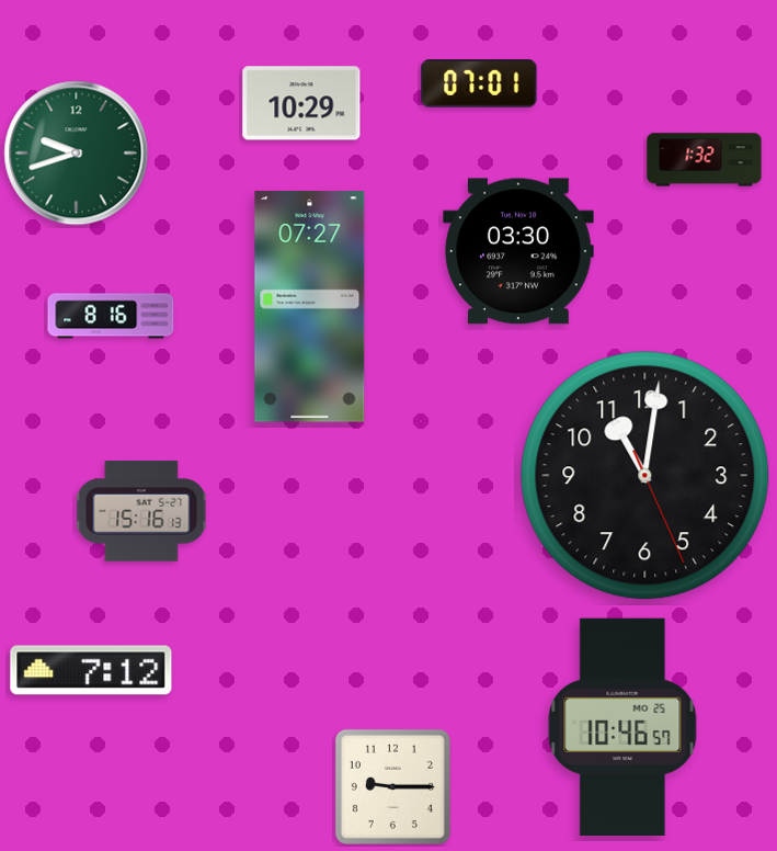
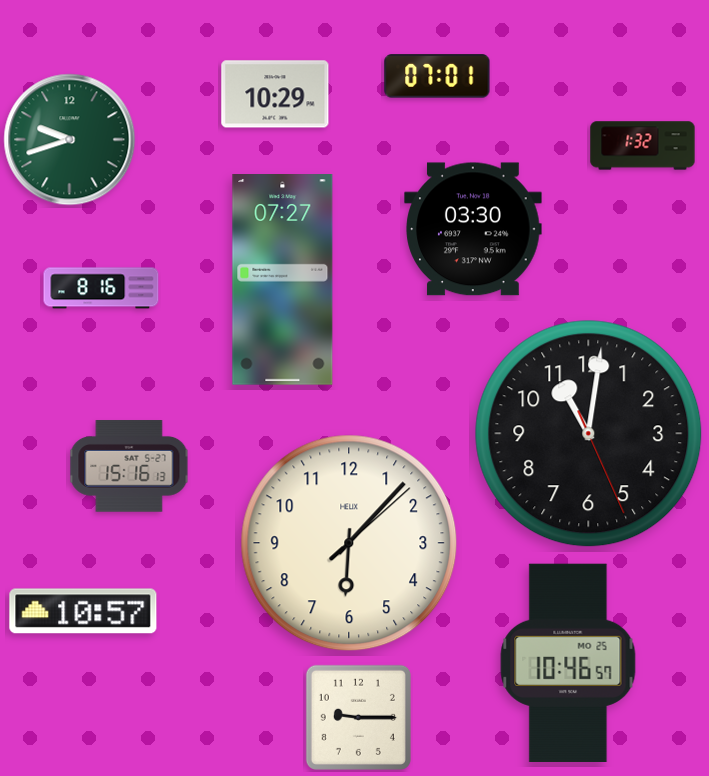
clock at (349, 543): none -> 6:07
clock at (91, 670): 7:12 -> 10:57
